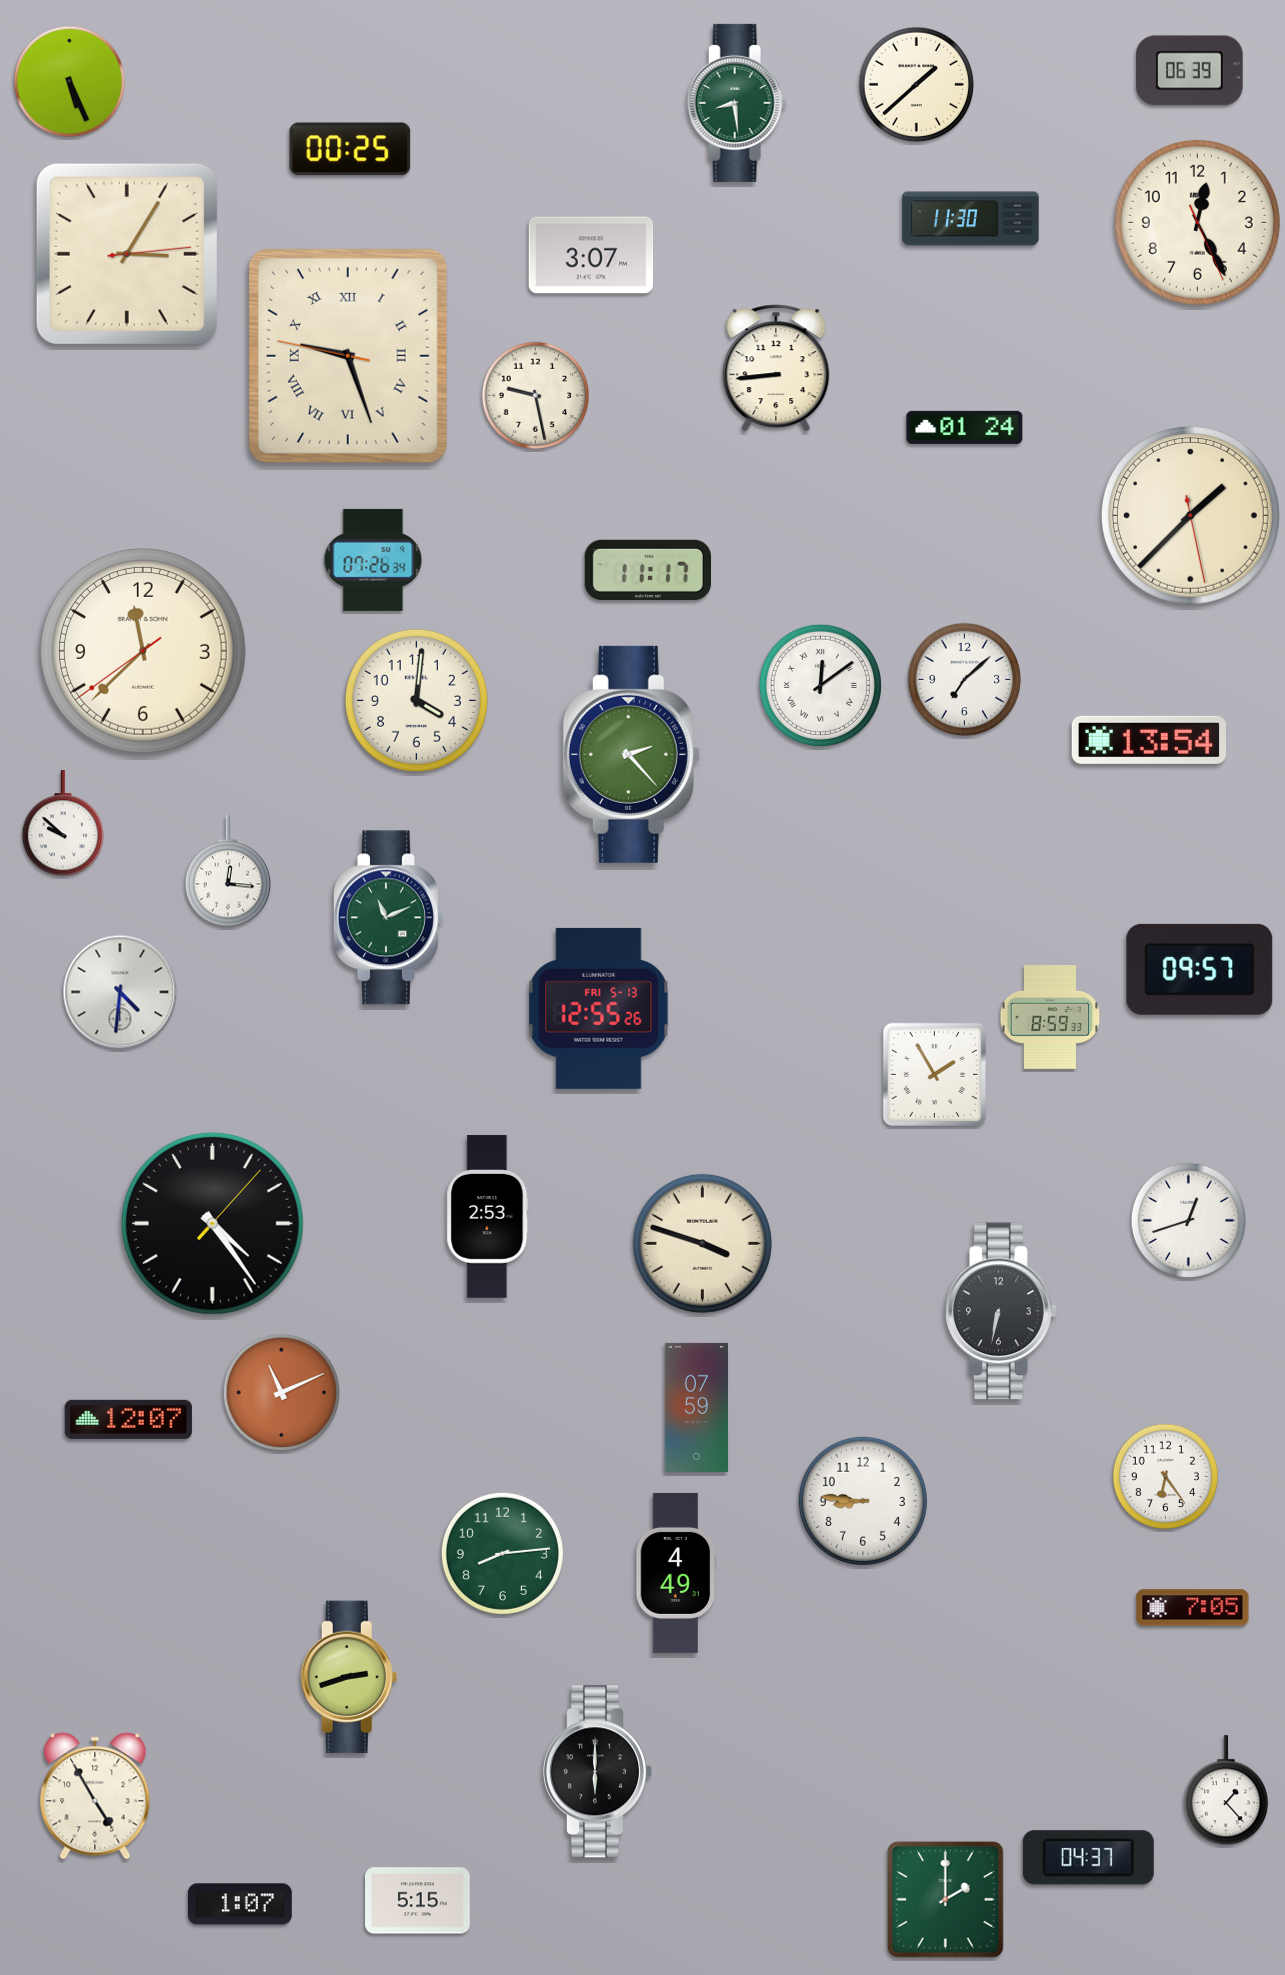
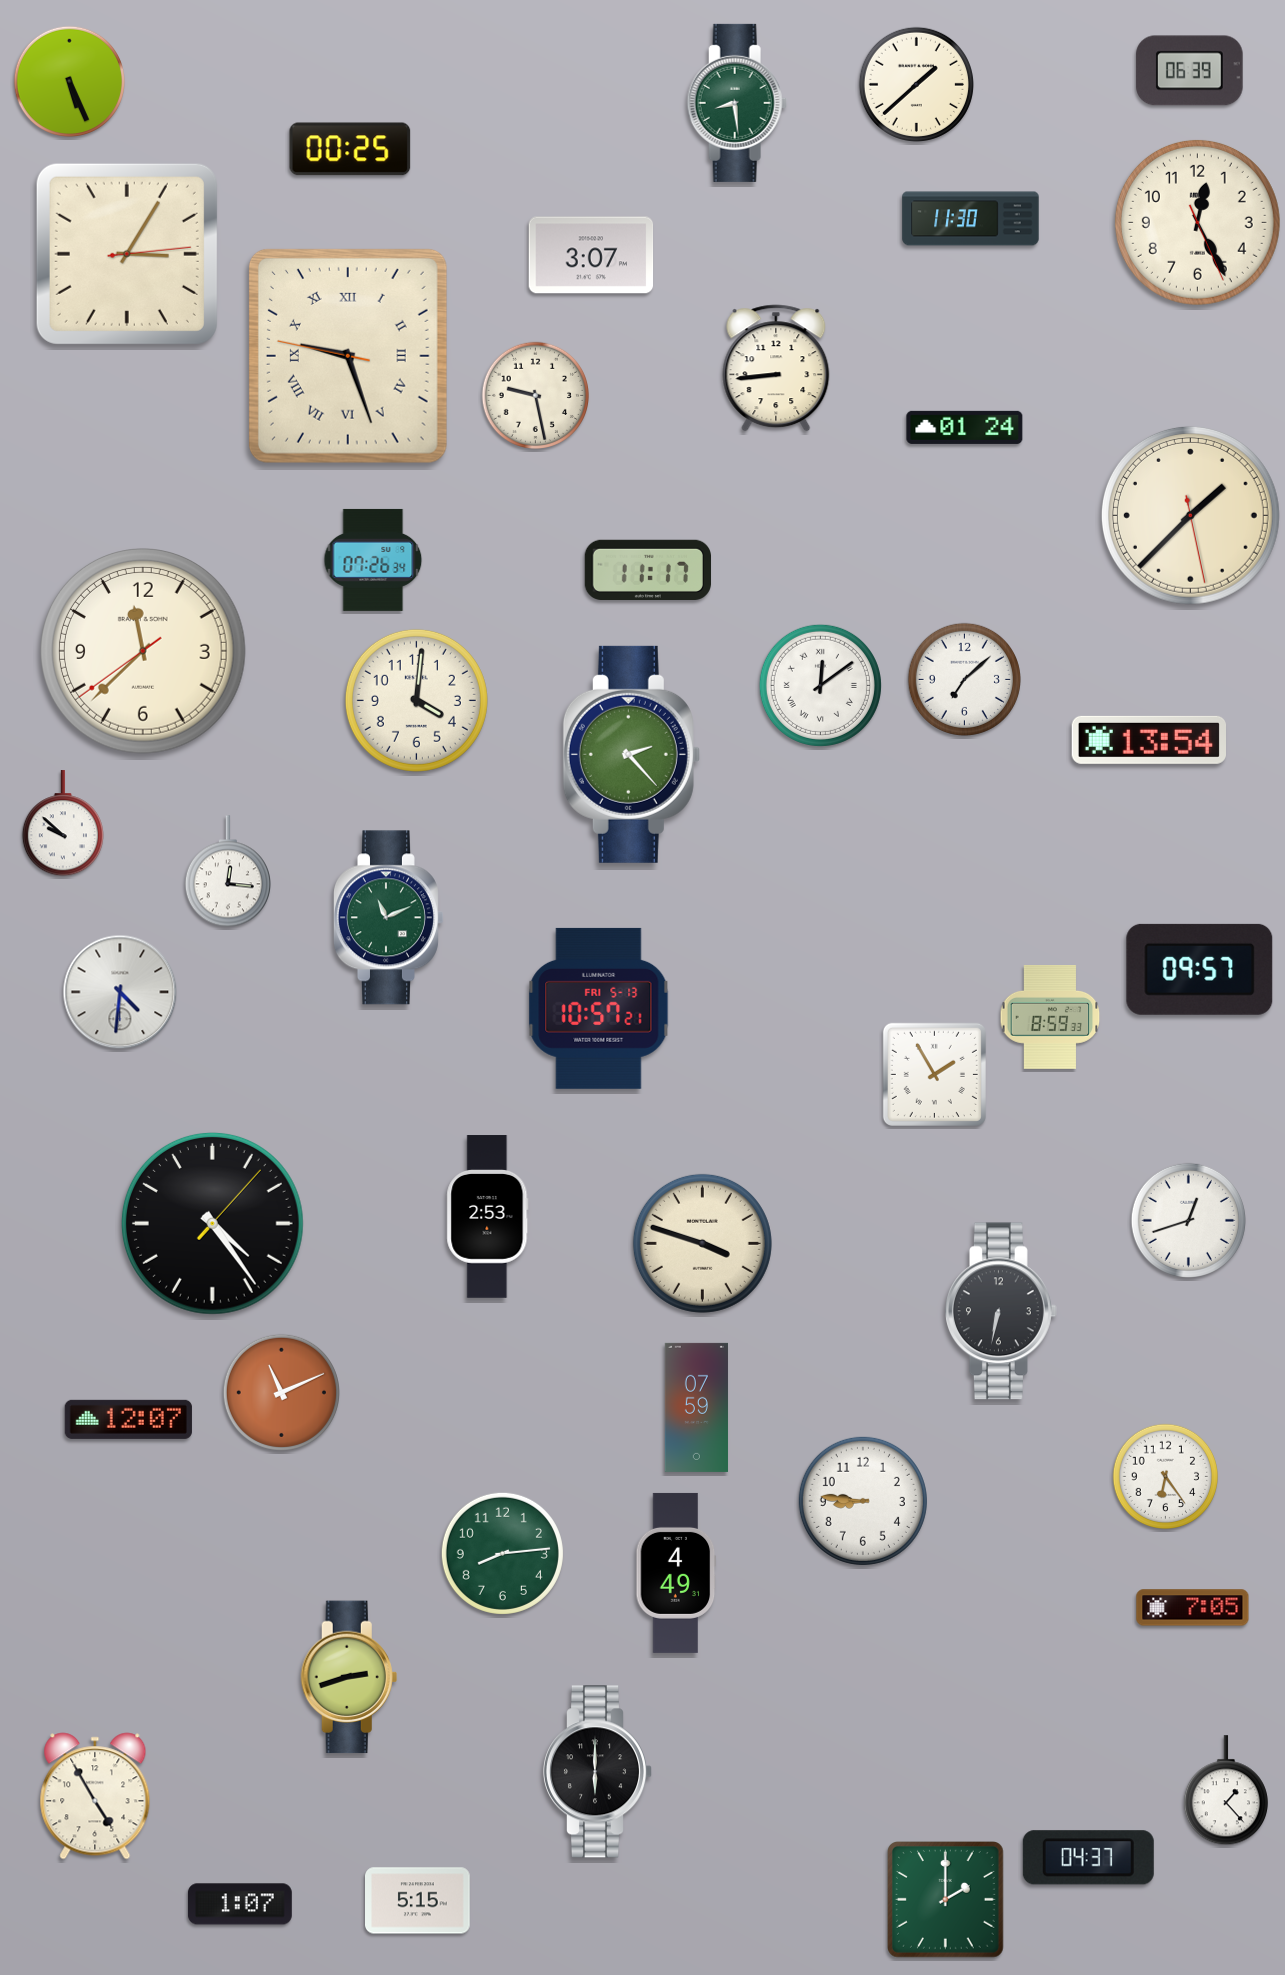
clock at (599, 1008): 12:55 -> 10:57
